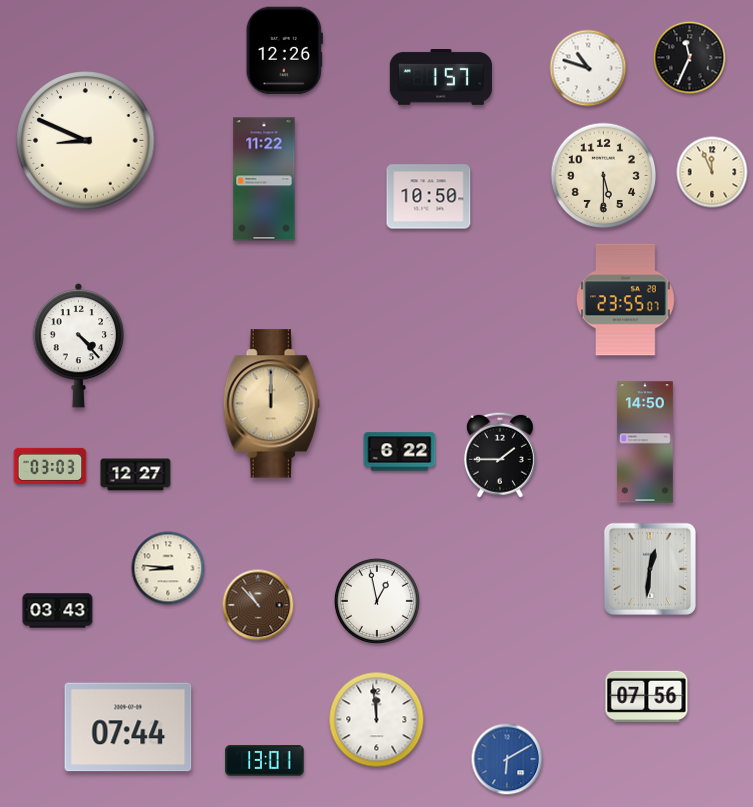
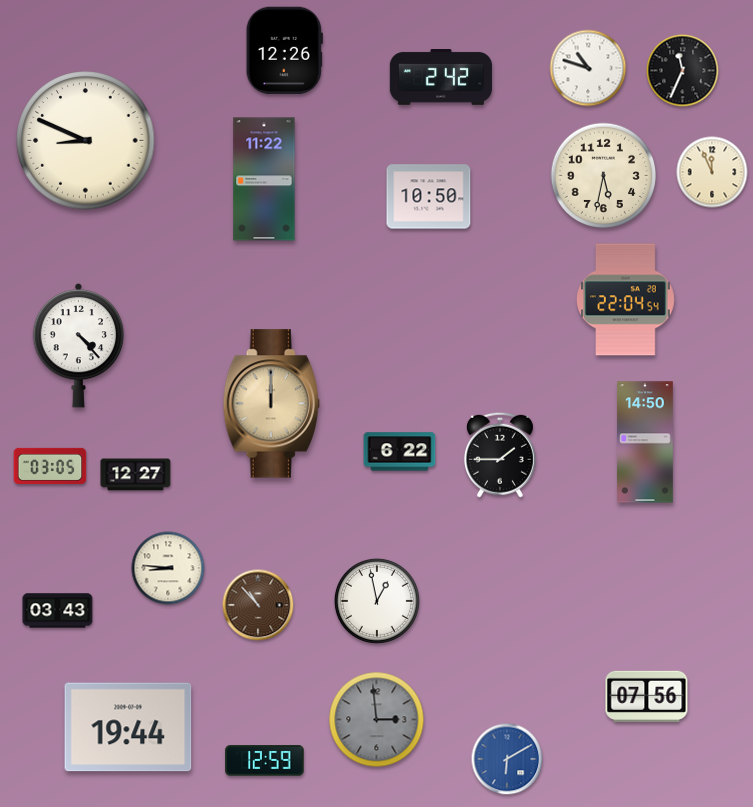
clock at (690, 58) position: (690, 58) -> (683, 71)
clock at (441, 78): 1:57 -> 2:42
clock at (604, 176): 5:30 -> 5:32
clock at (626, 300): 23:55 -> 22:04
clock at (50, 466): 03:03 -> 03:05
clock at (650, 569): 12:31 -> none
clock at (377, 720): 11:59 -> 2:59
clock at (377, 720) dial: white -> grey
clock at (128, 727): 07:44 -> 19:44
clock at (265, 761): 13:01 -> 12:59
